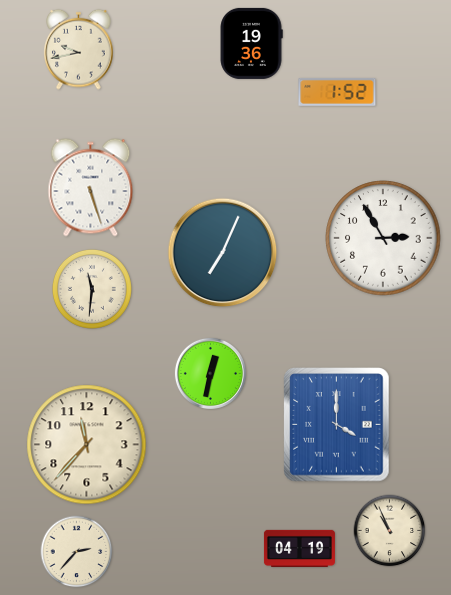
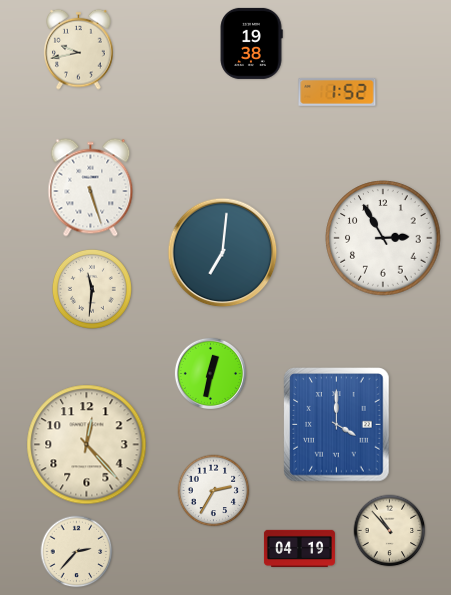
clock at (251, 43): 19:36 -> 19:38
clock at (223, 253): 7:04 -> 7:01
clock at (87, 445): 11:37 -> 12:23
clock at (214, 491): none -> 2:35
clock at (390, 531): 10:56 -> 10:53
